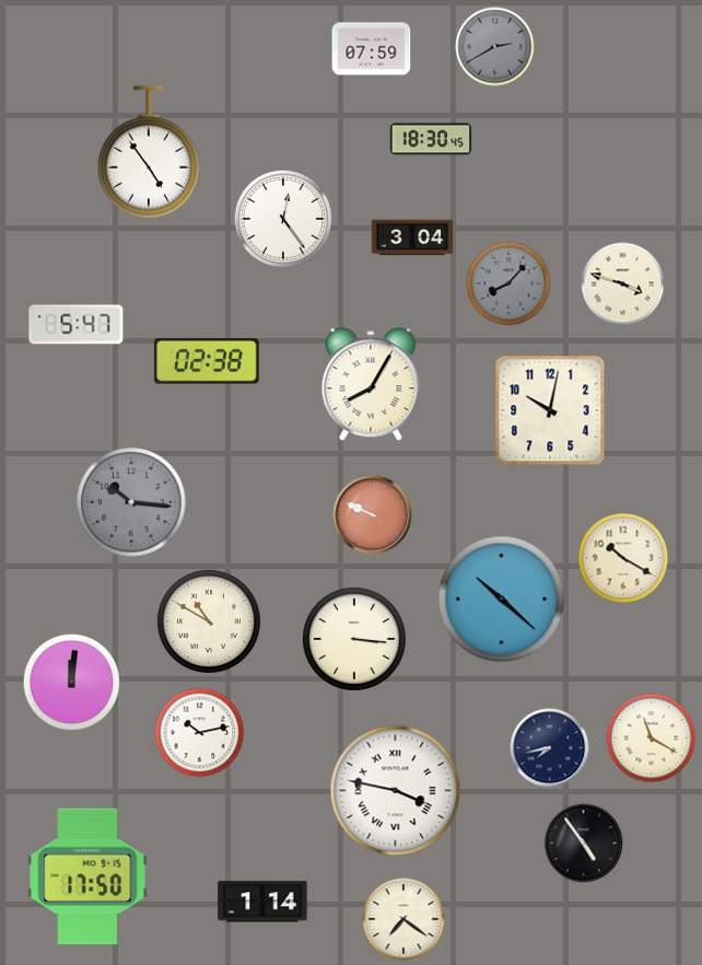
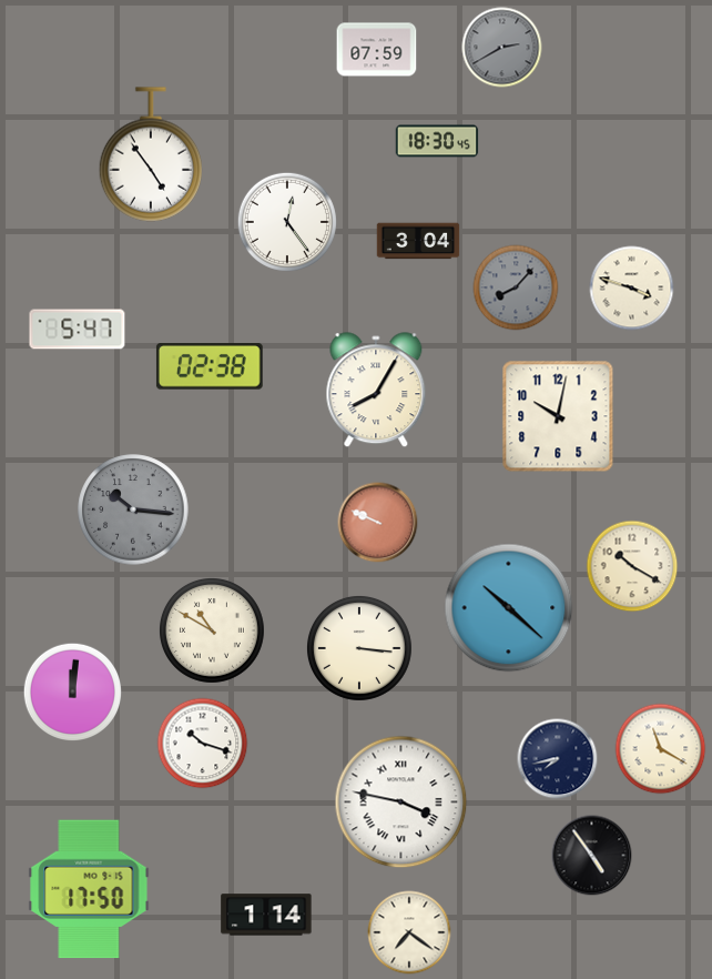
clock at (200, 733): 10:13 -> 10:18
